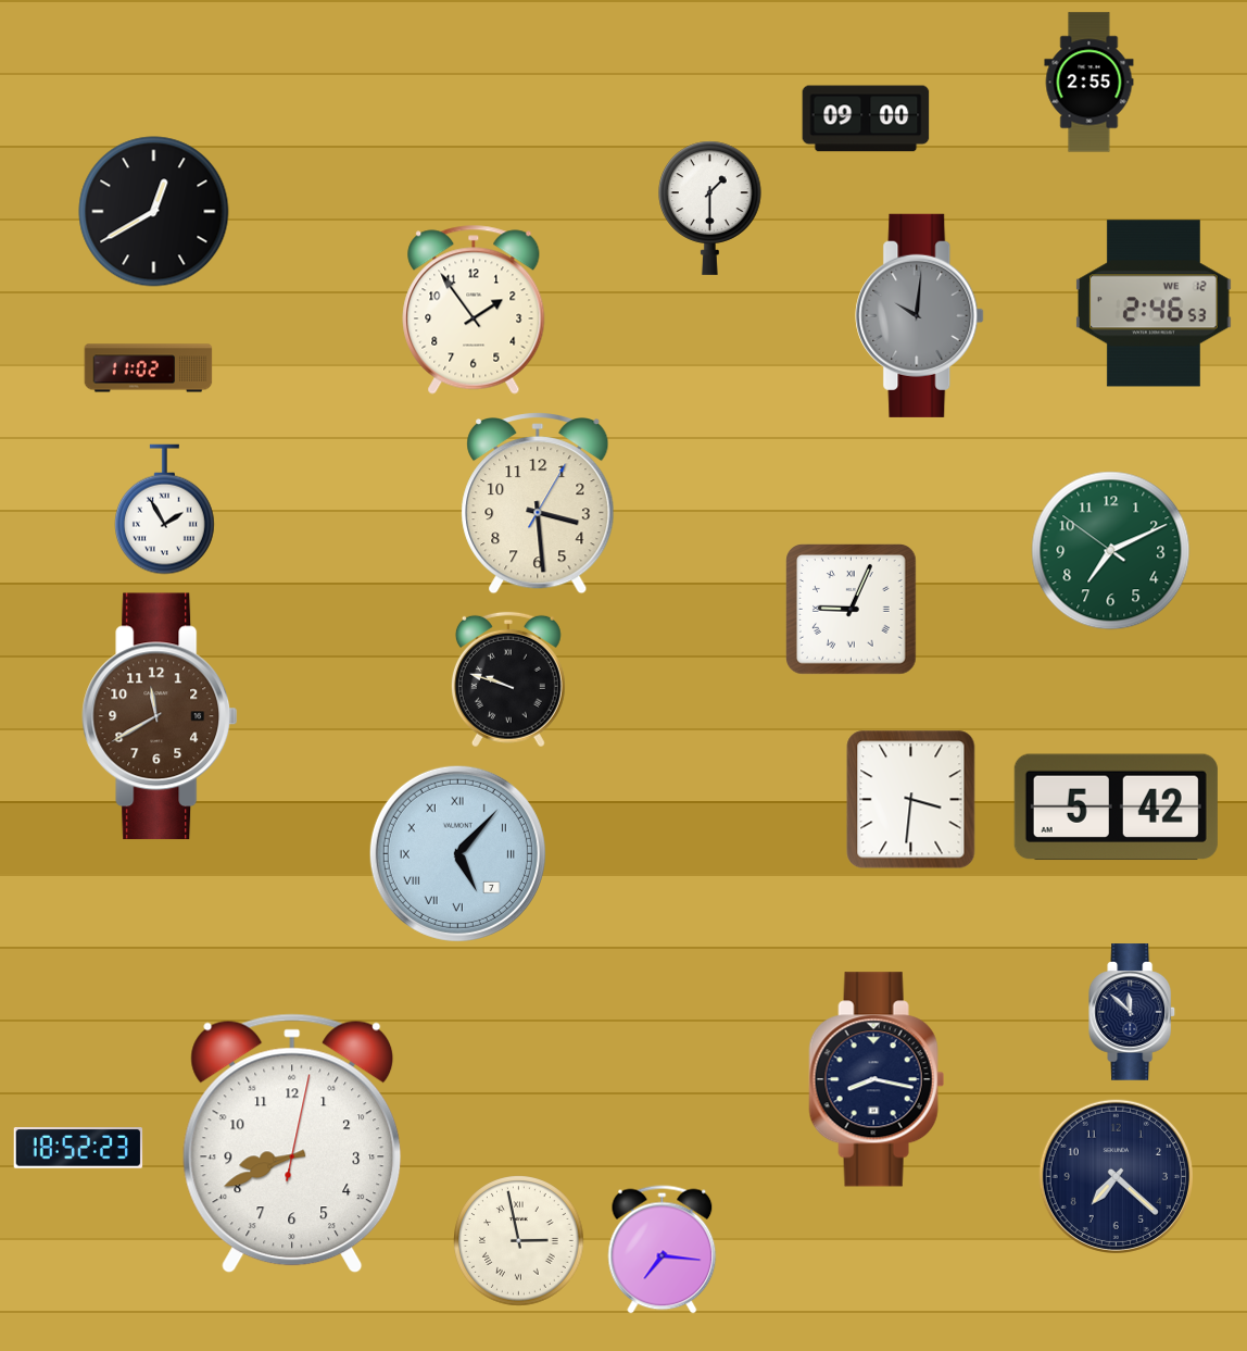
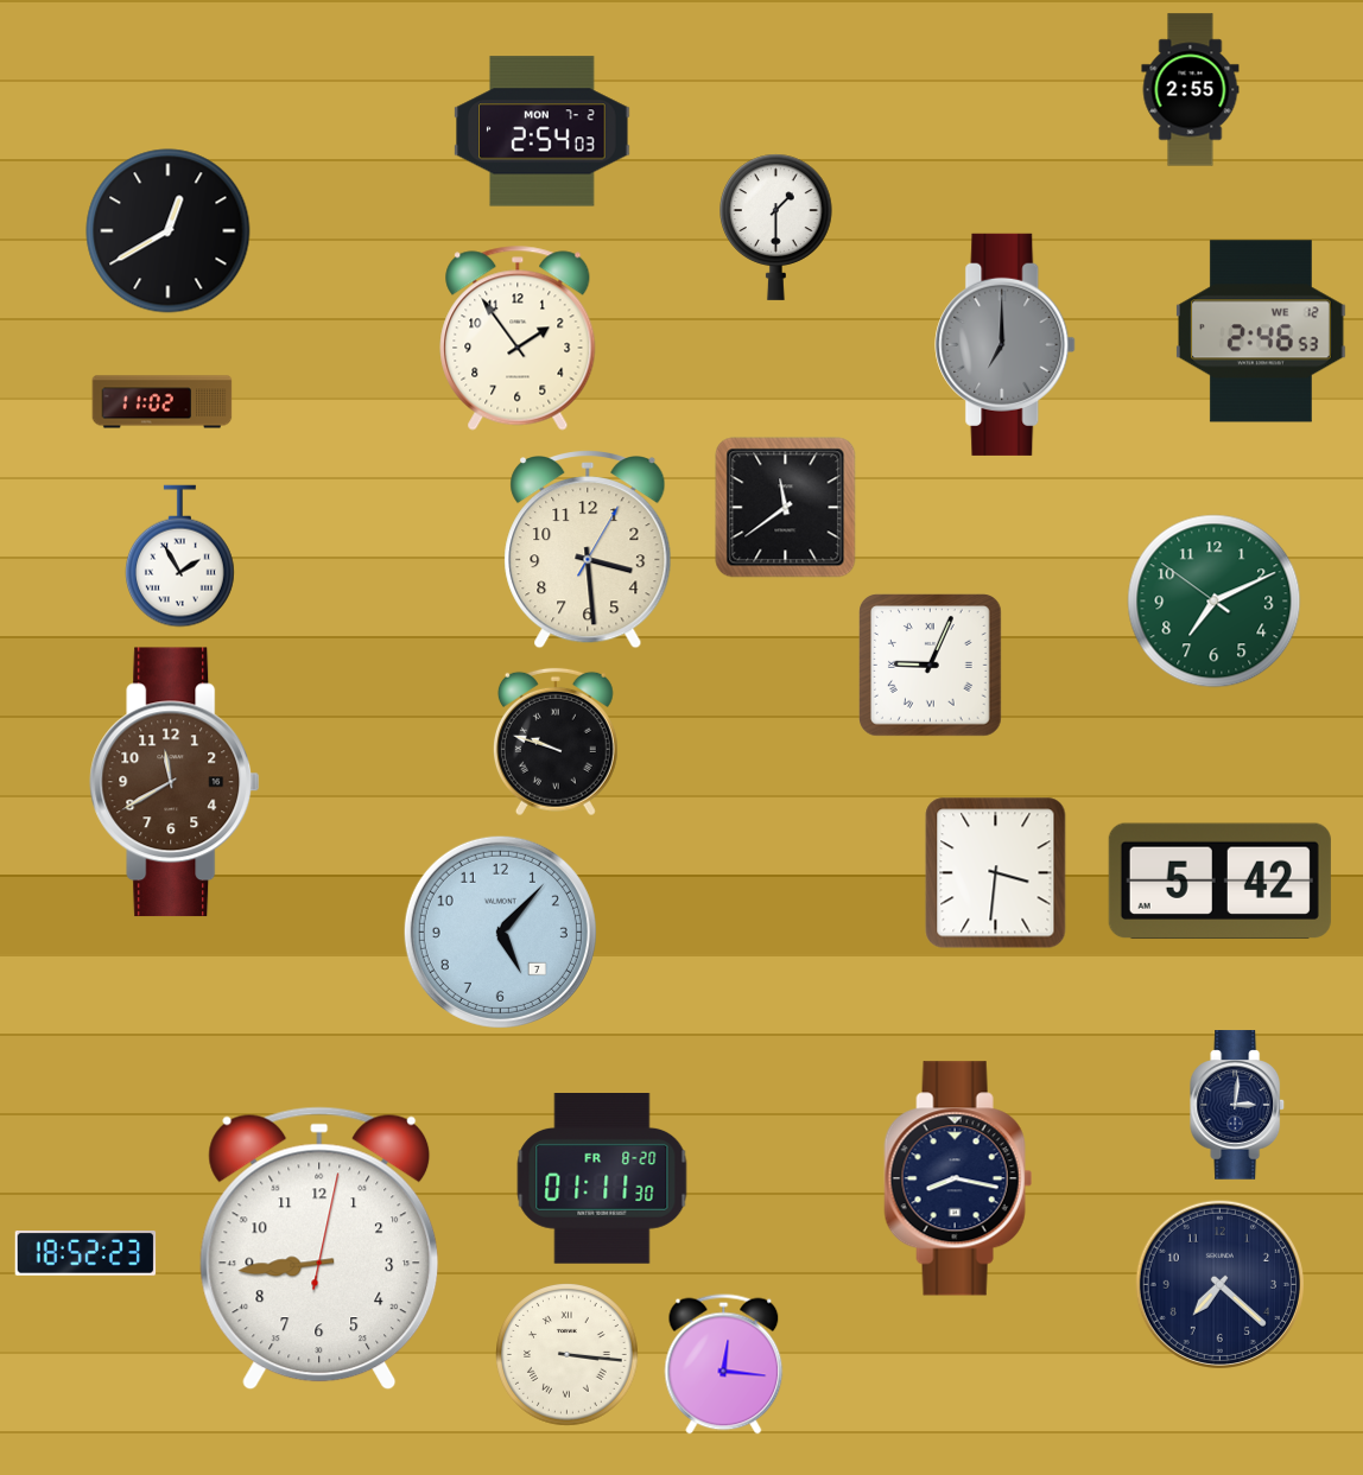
clock at (866, 118): 09:00 -> none
clock at (543, 132): none -> 2:54
clock at (920, 315): 10:01 -> 7:00
clock at (786, 508): none -> 11:39
clock at (457, 853) numerals: Roman -> Arabic
clock at (1133, 1012): 11:52 -> 3:01
clock at (602, 1180): none -> 01:11
clock at (292, 1143): 8:41 -> 8:44
clock at (519, 1241): 2:58 -> 3:16
clock at (663, 1250): 7:16 -> 12:16
